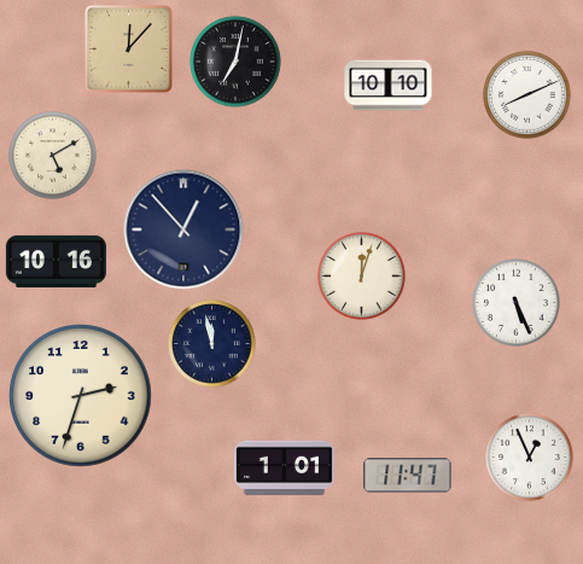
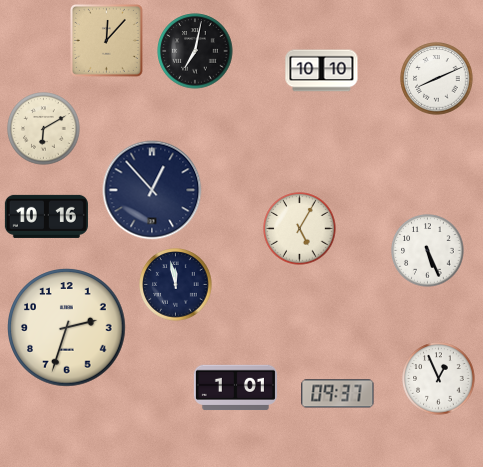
clock at (53, 156): 5:10 -> 6:10
clock at (362, 277): 12:03 -> 5:05
clock at (408, 476): 11:47 -> 09:37
